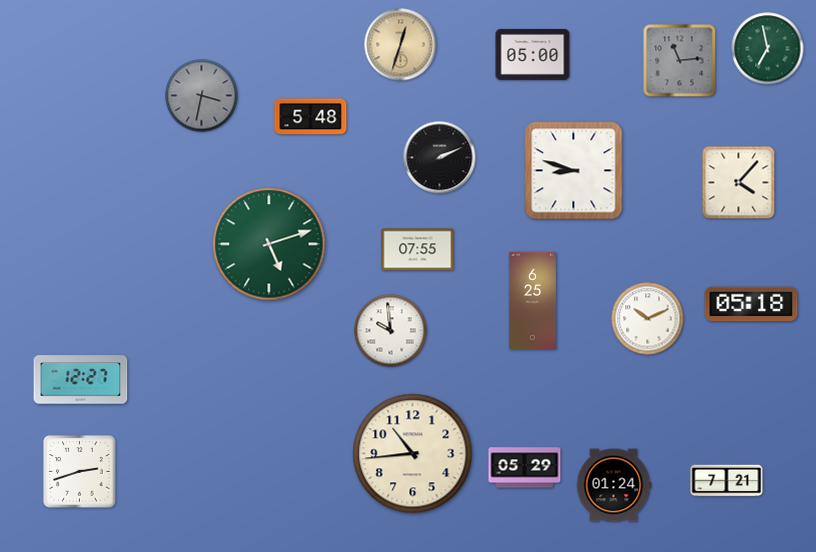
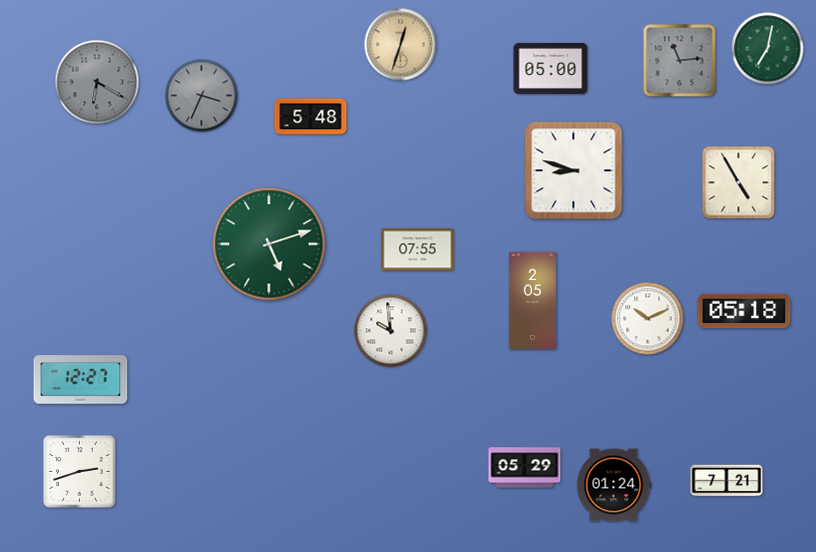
clock at (768, 49): 6:58 -> 7:02
clock at (533, 54) position: (533, 54) -> (551, 68)
clock at (97, 82): none -> 6:20
clock at (202, 96): 3:32 -> 3:34
clock at (440, 158): 2:11 -> none
clock at (739, 183): 4:07 -> 4:55
clock at (532, 301): 6:25 -> 2:05
clock at (751, 304) position: (751, 304) -> (744, 311)
clock at (413, 454): 10:44 -> none
